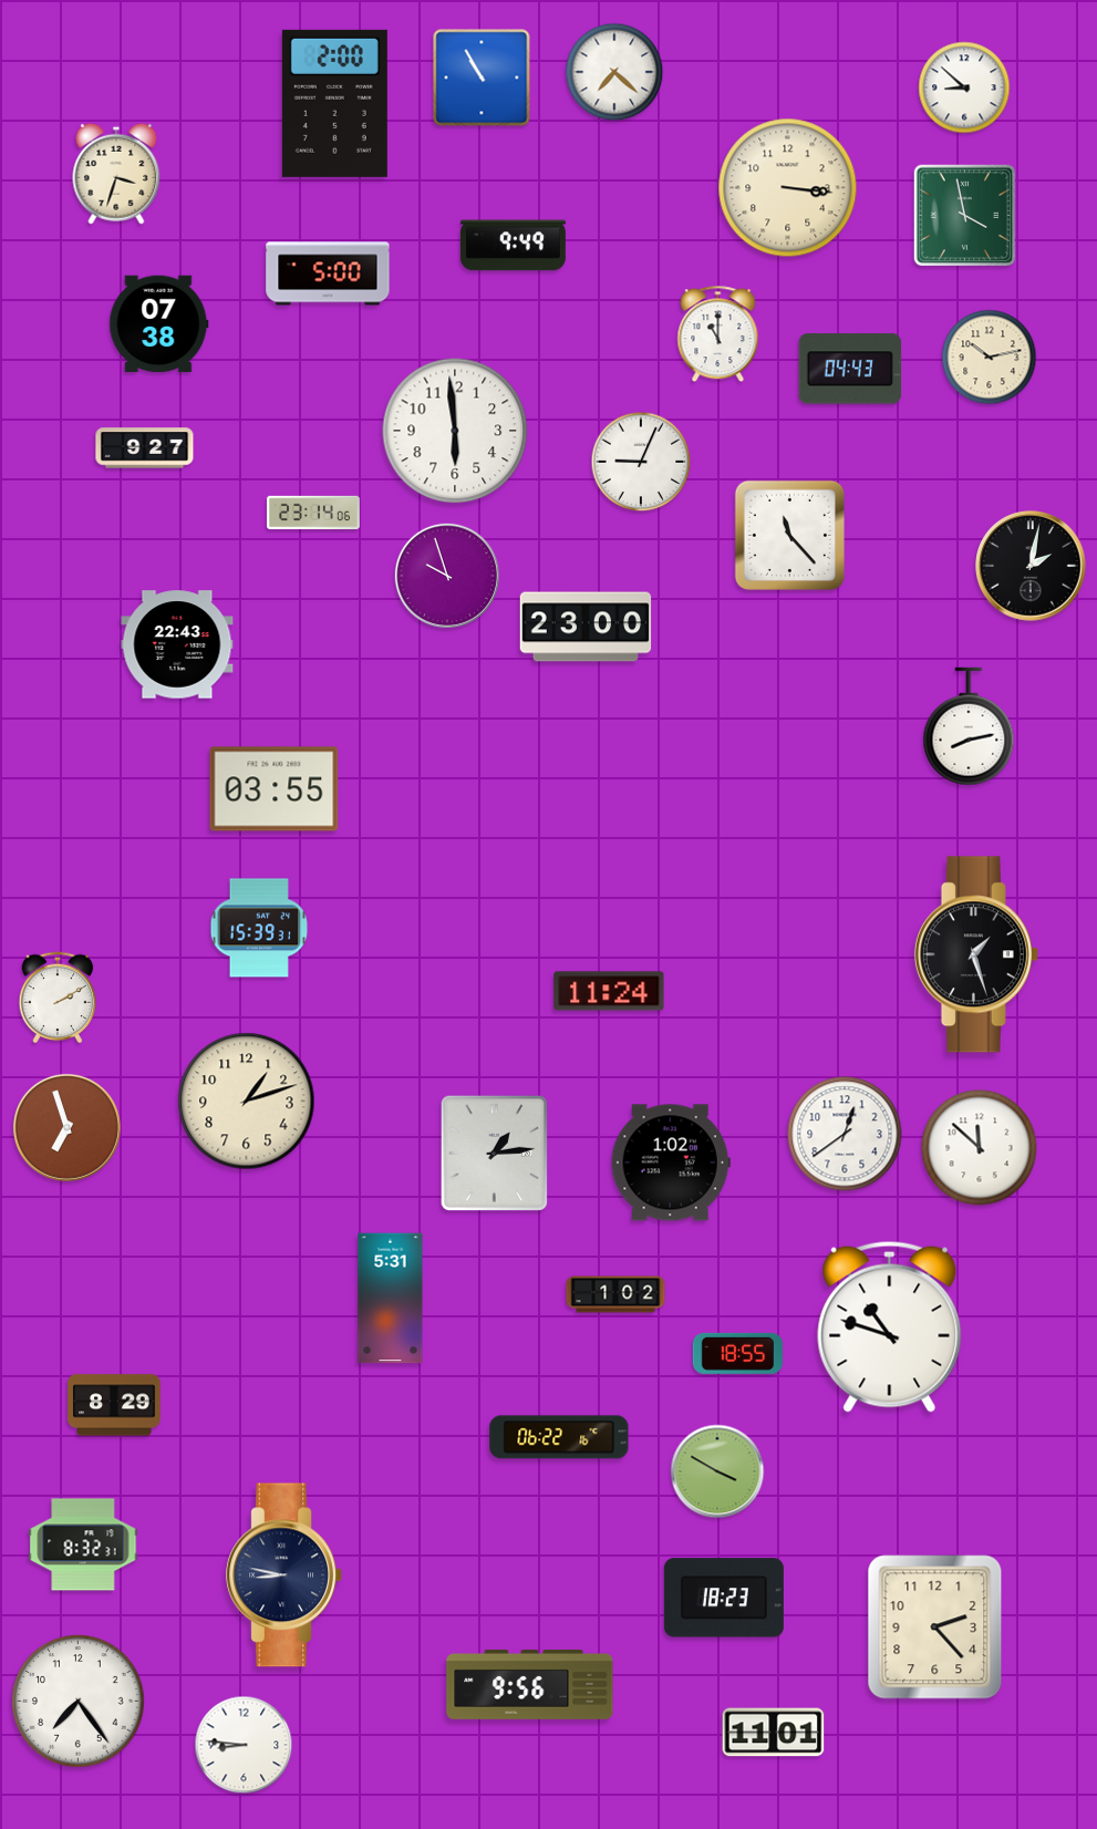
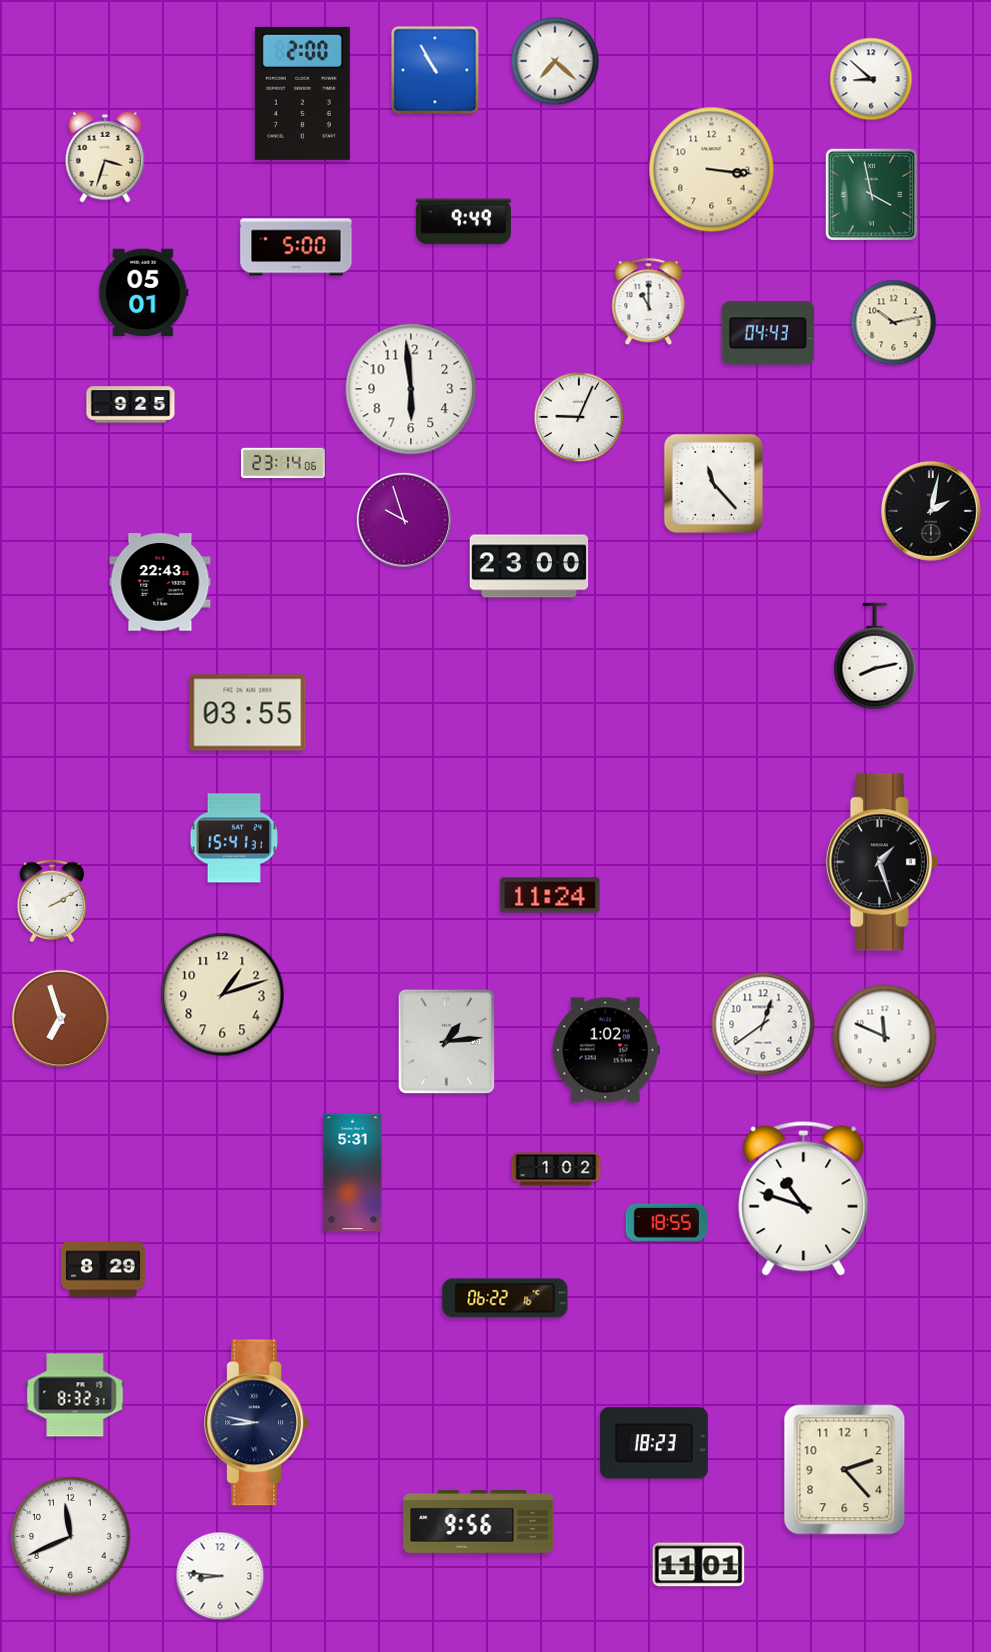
clock at (614, 72) position: (614, 72) -> (555, 61)
clock at (159, 324): 07:38 -> 05:01
clock at (145, 448): 9:27 -> 9:25
clock at (259, 928): 15:39 -> 15:41
clock at (980, 1148): 11:52 -> 11:49
clock at (717, 1471): 3:50 -> none
clock at (79, 1702): 7:24 -> 11:41
